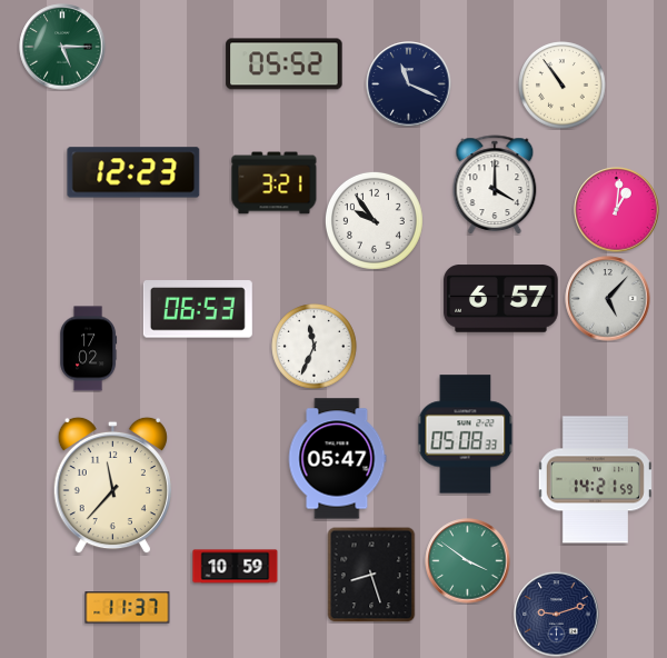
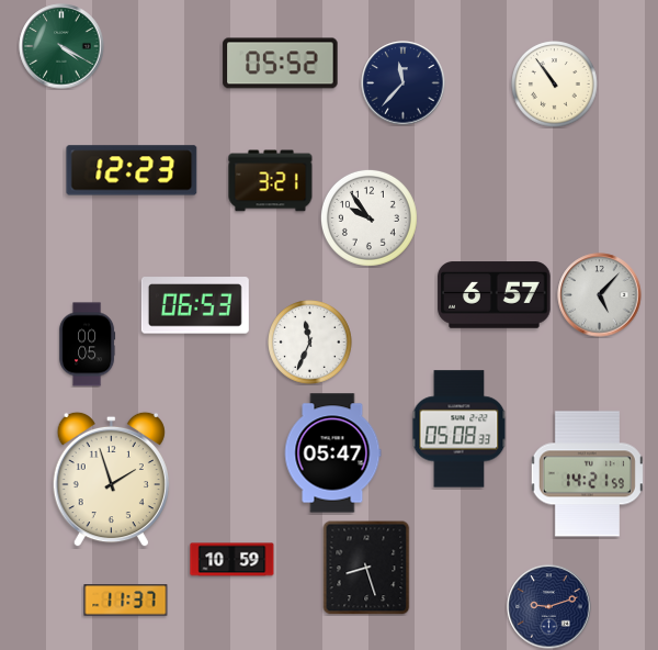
clock at (62, 47): 5:15 -> 4:20
clock at (409, 84): 11:19 -> 11:37
clock at (495, 185): 4:00 -> none
clock at (617, 210): 1:01 -> none
clock at (89, 349): 17:02 -> 00:05
clock at (112, 486): 11:37 -> 1:57
clock at (468, 561): 3:51 -> none
